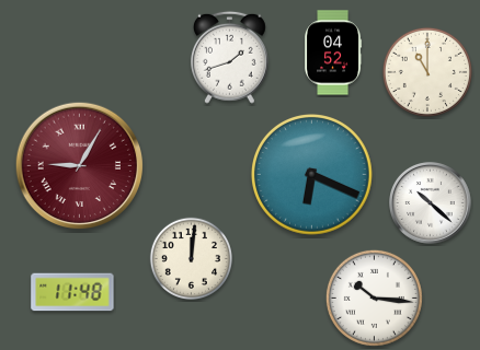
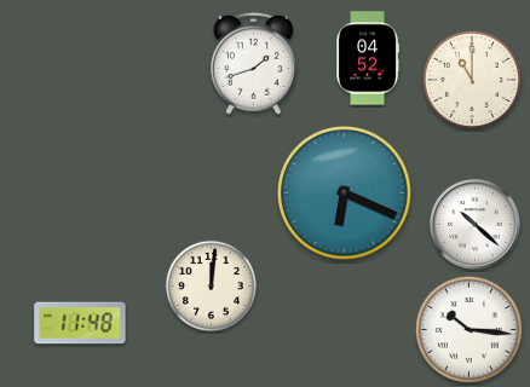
clock at (80, 166): 9:05 -> none
clock at (374, 297) position: (374, 297) -> (468, 329)
